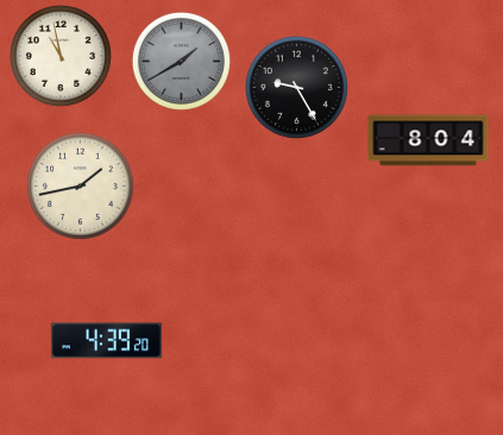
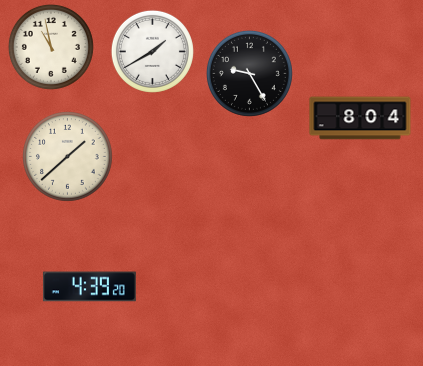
clock at (181, 61) dial: grey -> white
clock at (81, 187): 1:43 -> 1:38
